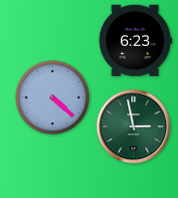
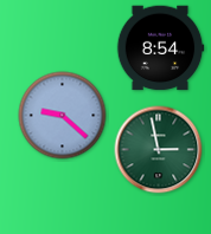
clock at (135, 41): 6:23 -> 8:54
clock at (53, 98): 4:22 -> 9:22
